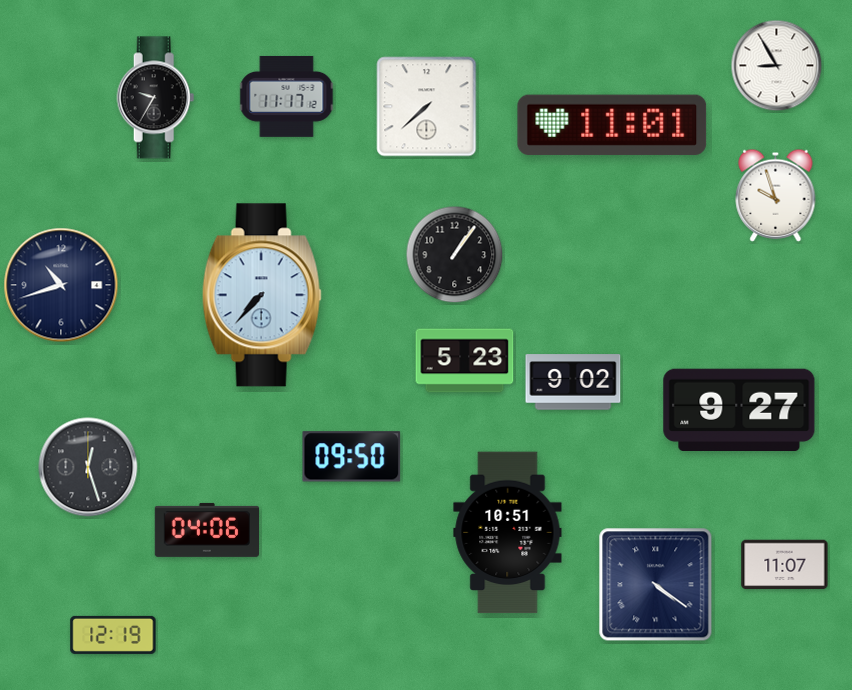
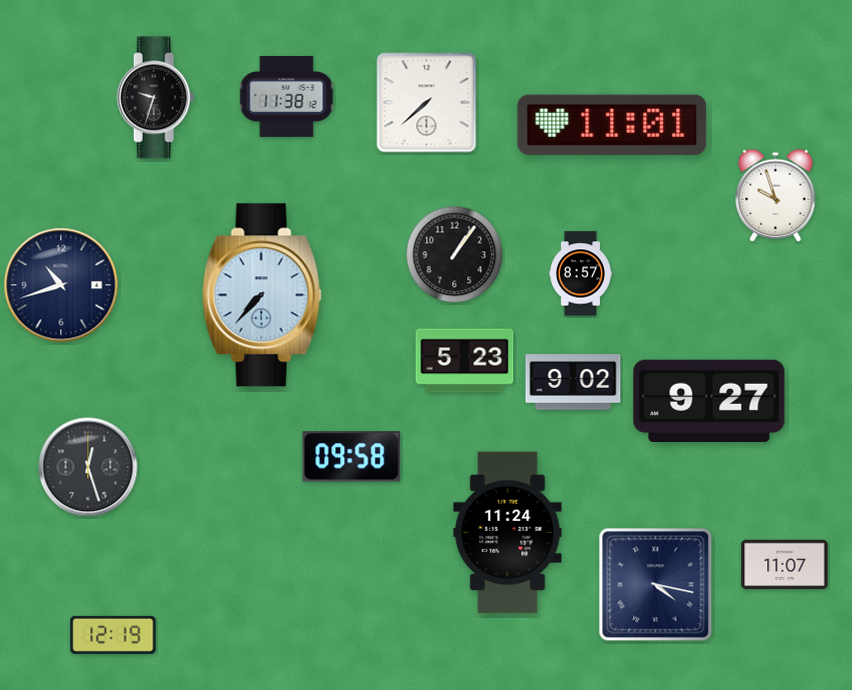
clock at (777, 66): 8:55 -> none
clock at (287, 96): 11:17 -> 11:38
clock at (156, 98): 9:35 -> 9:33
clock at (427, 107) position: (427, 107) -> (427, 103)
clock at (580, 274): none -> 8:57
clock at (739, 409) position: (739, 409) -> (709, 400)
clock at (352, 457): 09:50 -> 09:58
clock at (206, 530): 04:06 -> none
clock at (508, 533): 10:51 -> 11:24
clock at (656, 585): 4:21 -> 4:17
